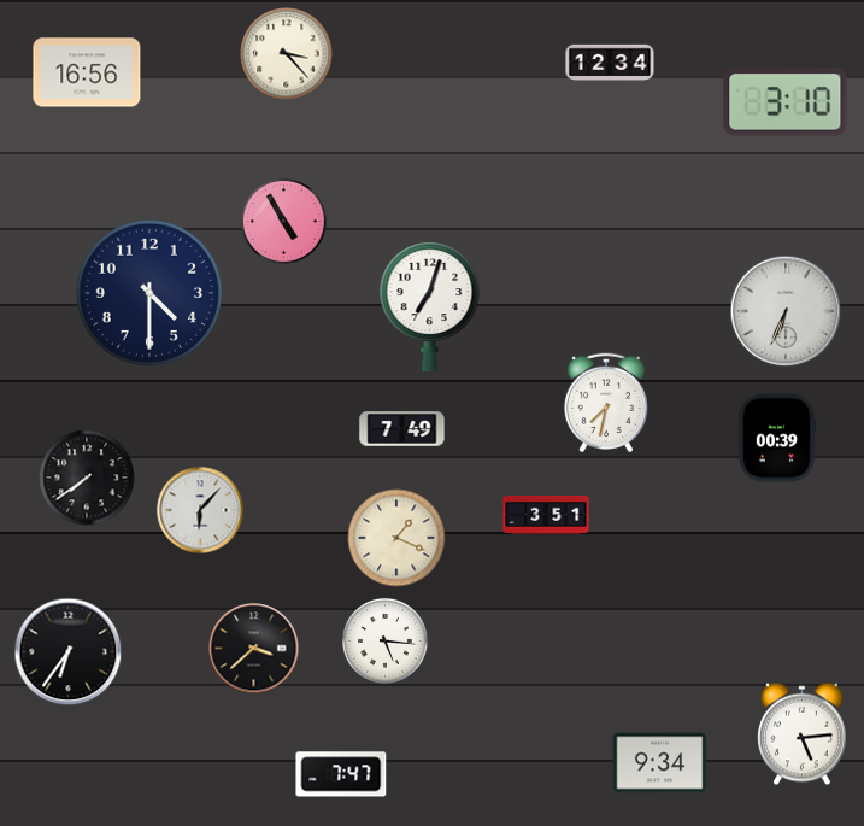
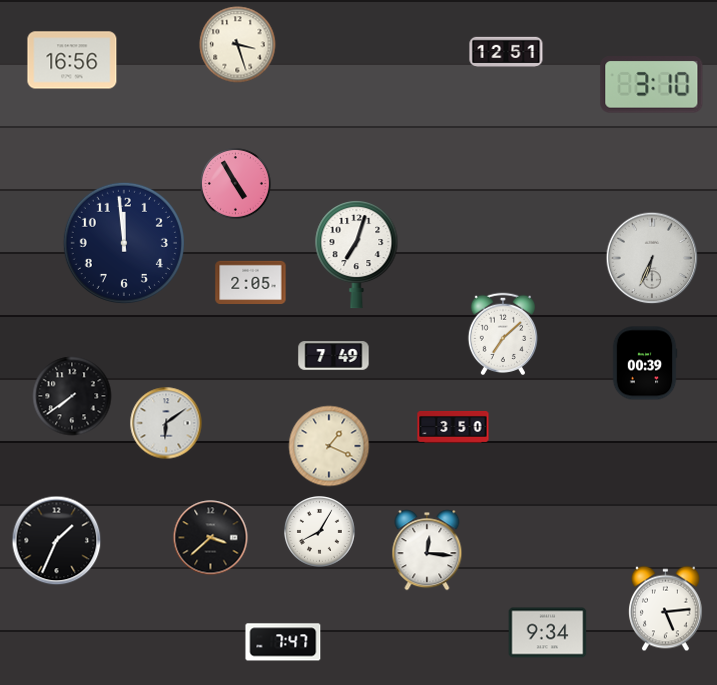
clock at (287, 54): 3:23 -> 3:27
clock at (610, 63): 12:34 -> 12:51
clock at (149, 293): 4:30 -> 11:59
clock at (251, 282): none -> 2:05
clock at (605, 402): 7:32 -> 7:08
clock at (200, 510): 6:07 -> 6:09
clock at (546, 515): 3:51 -> 3:50
clock at (386, 642): 5:16 -> 8:05
clock at (69, 652): 6:36 -> 1:34
clock at (427, 550): none -> 12:16
